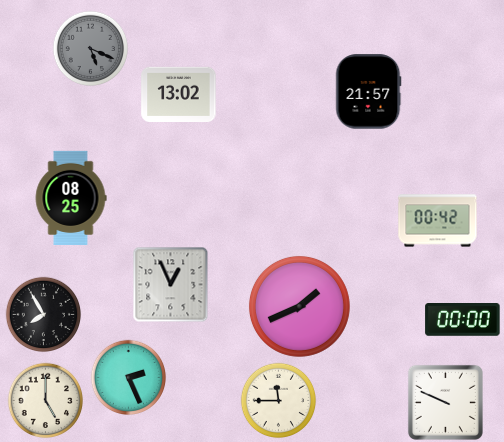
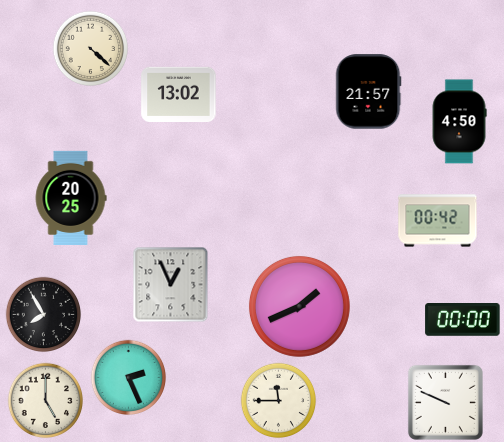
clock at (91, 49): 5:19 -> 4:22
clock at (91, 49) dial: grey -> cream
clock at (459, 122): none -> 4:50
clock at (71, 198): 08:25 -> 20:25
